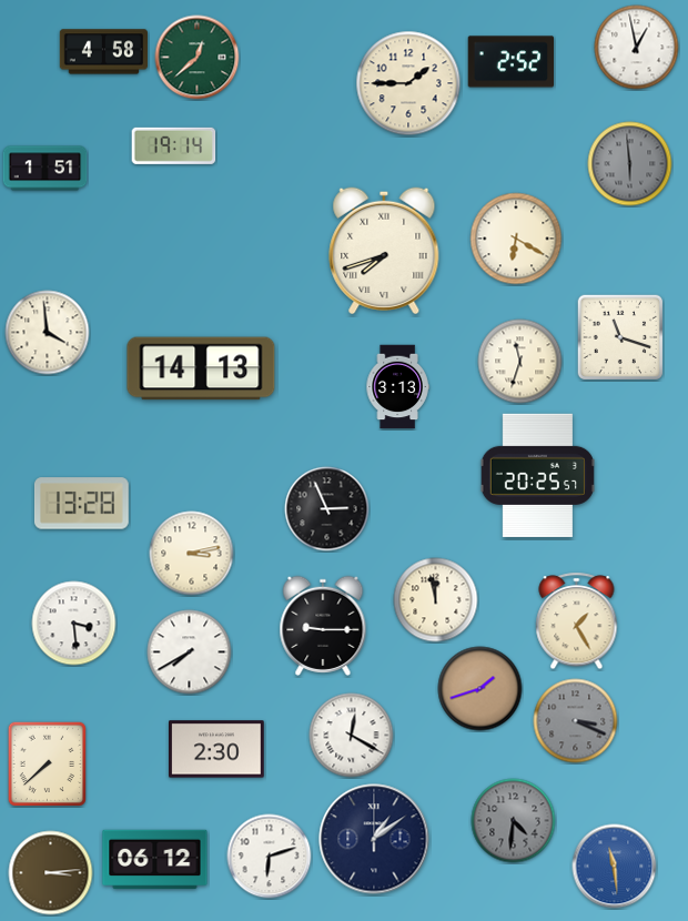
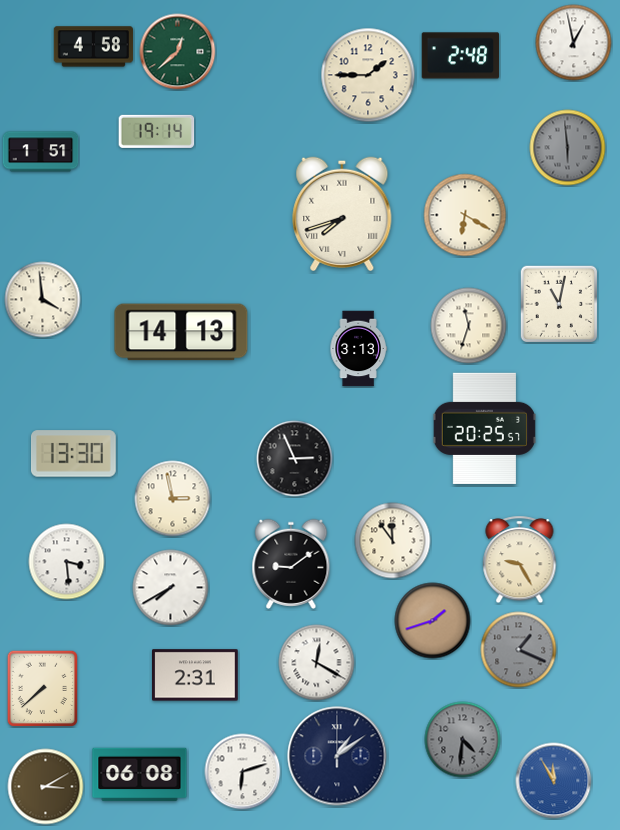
clock at (512, 62): 2:52 -> 2:48
clock at (384, 251) position: (384, 251) -> (342, 214)
clock at (620, 337): 11:18 -> 11:02
clock at (81, 504): 13:28 -> 13:30
clock at (192, 554): 3:13 -> 2:58
clock at (436, 600): 11:58 -> 11:54
clock at (577, 621): 1:25 -> 9:25
clock at (323, 626): 9:15 -> 9:09
clock at (576, 721): 3:19 -> 1:19
clock at (217, 749): 2:30 -> 2:31
clock at (155, 860): 06:12 -> 06:08
clock at (615, 867): 11:29 -> 11:55
clock at (51, 873): 3:14 -> 3:10
